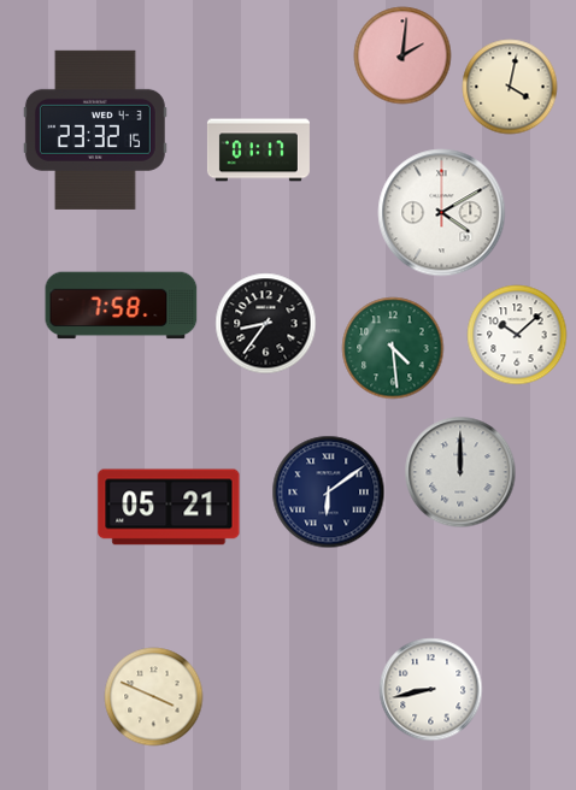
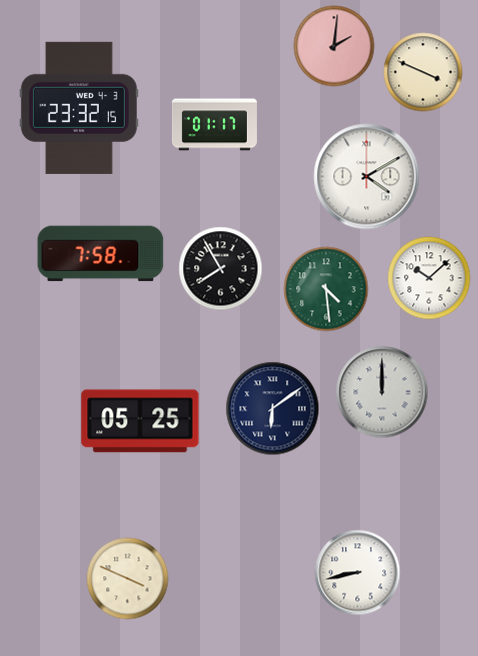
clock at (510, 87): 4:02 -> 3:49
clock at (266, 324): 8:36 -> 7:55
clock at (169, 507): 05:21 -> 05:25
